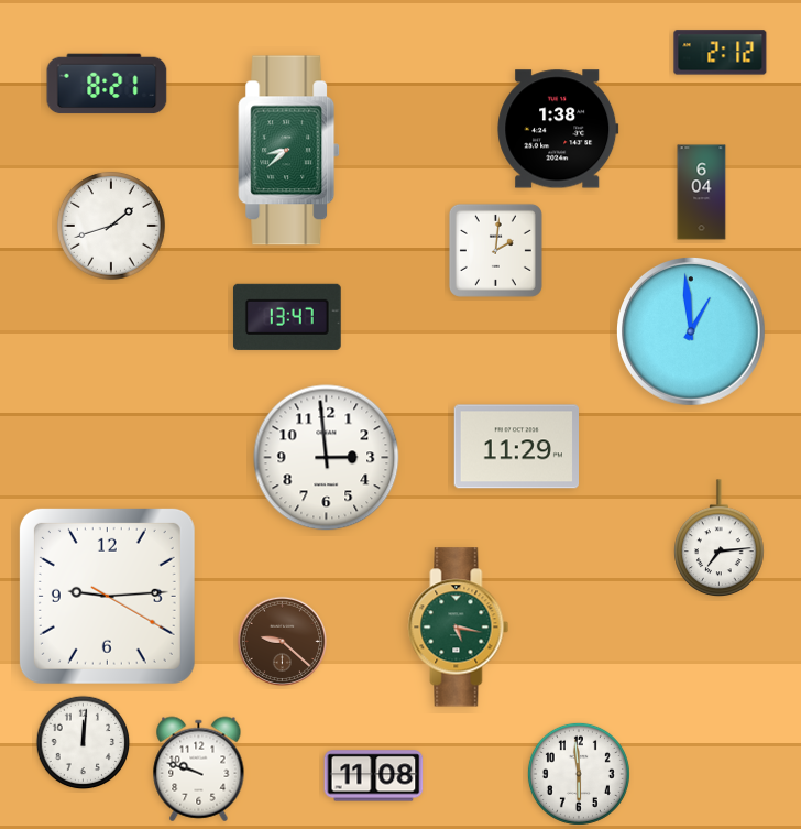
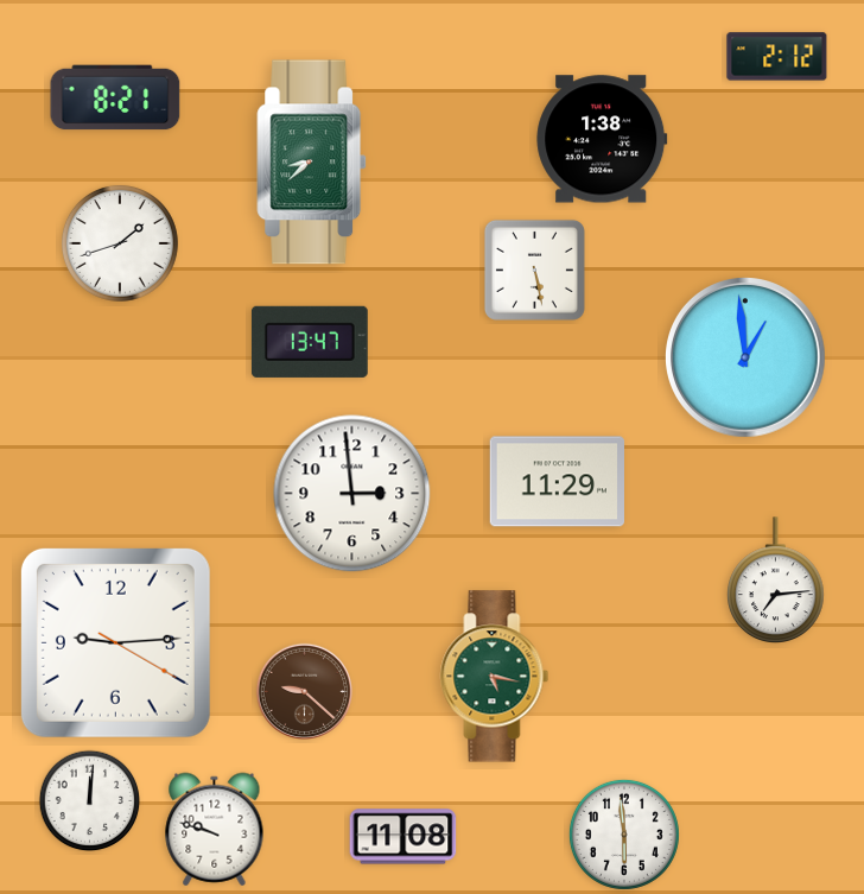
clock at (107, 84) position: (107, 84) -> (115, 97)
clock at (702, 193): 6:04 -> none
clock at (495, 250): 2:01 -> 5:28
